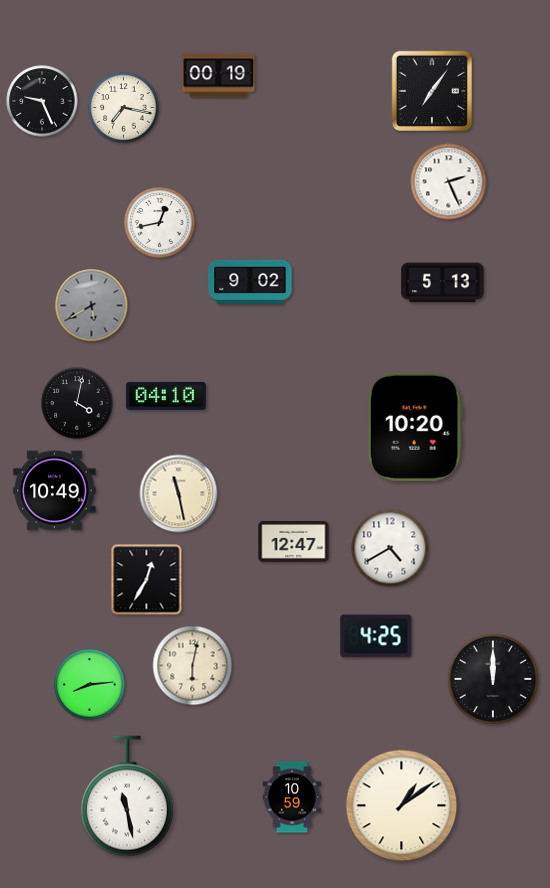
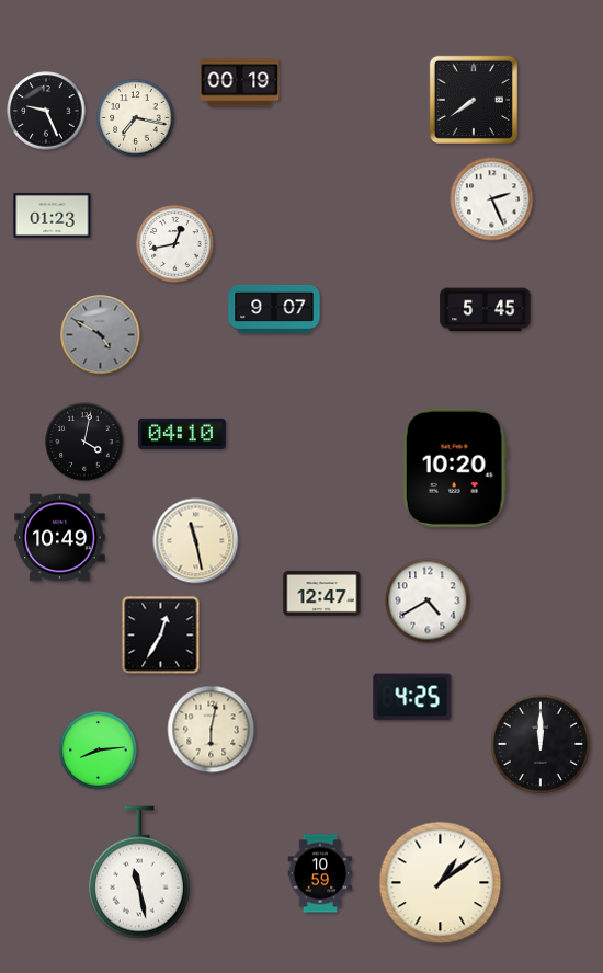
clock at (432, 91): 7:06 -> 7:39
clock at (53, 215): none -> 01:23
clock at (250, 282): 9:02 -> 9:07
clock at (443, 283): 5:13 -> 5:45
clock at (92, 306): 5:40 -> 4:50
